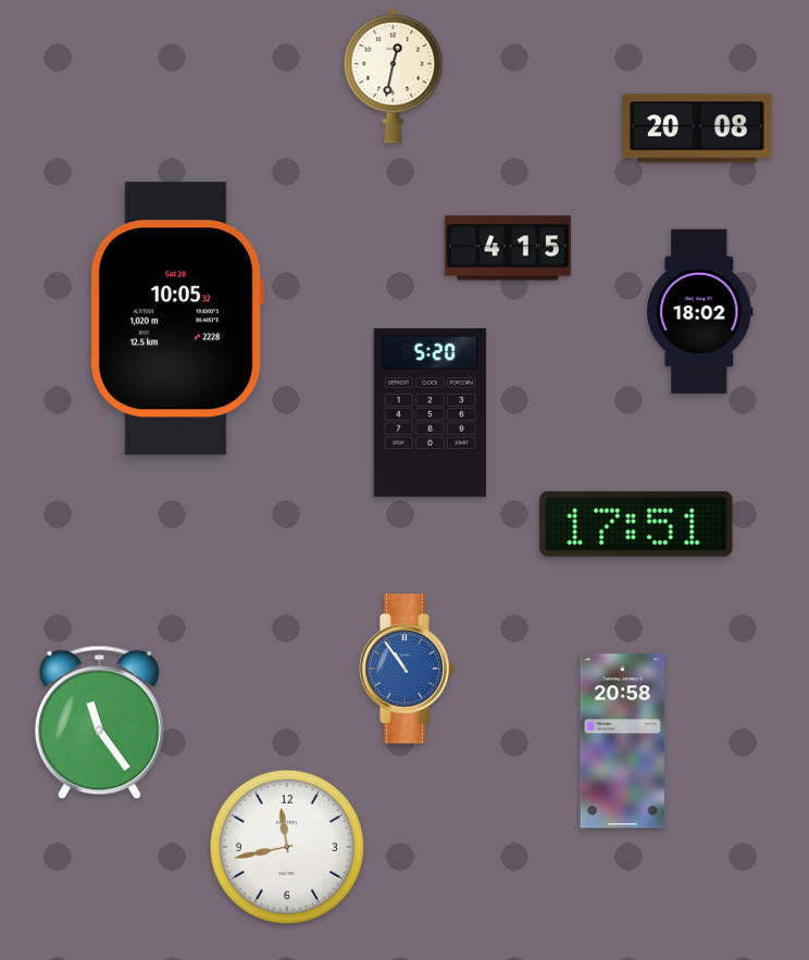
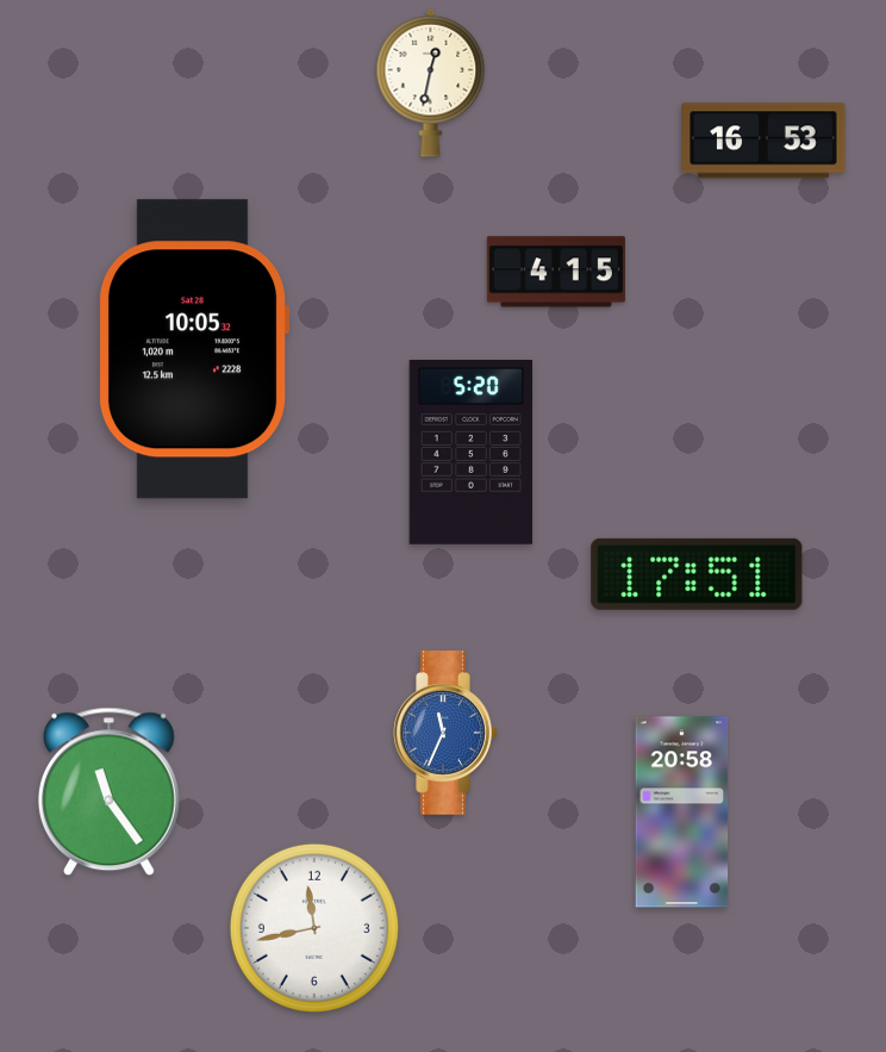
clock at (697, 128): 20:08 -> 16:53
clock at (700, 311): 18:02 -> none
clock at (407, 669): 10:54 -> 11:34
